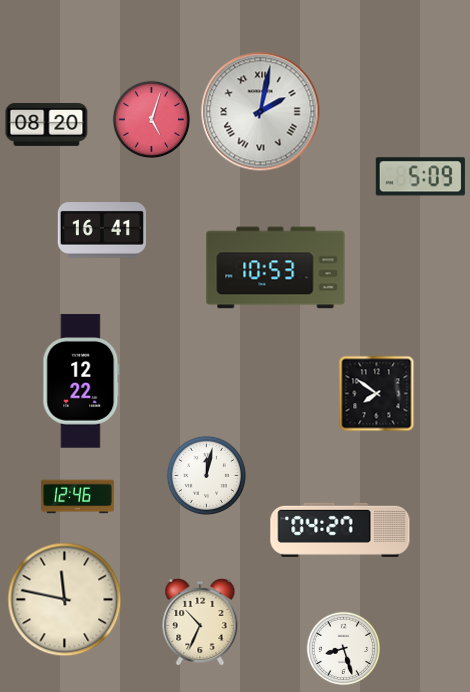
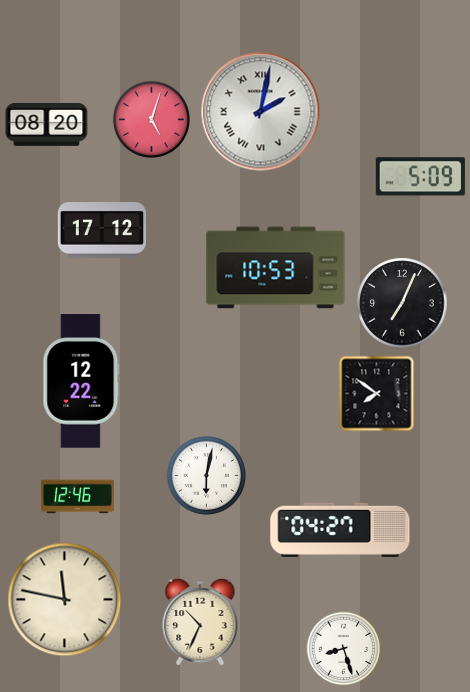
clock at (101, 230): 16:41 -> 17:12
clock at (402, 303): none -> 7:04
clock at (206, 475): 12:02 -> 6:02
